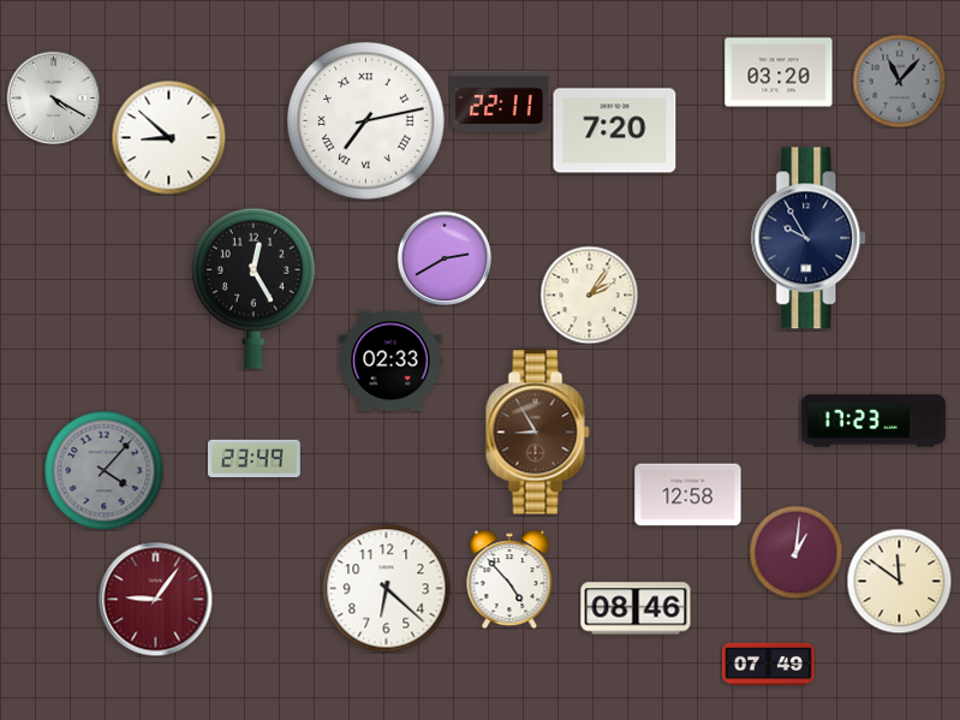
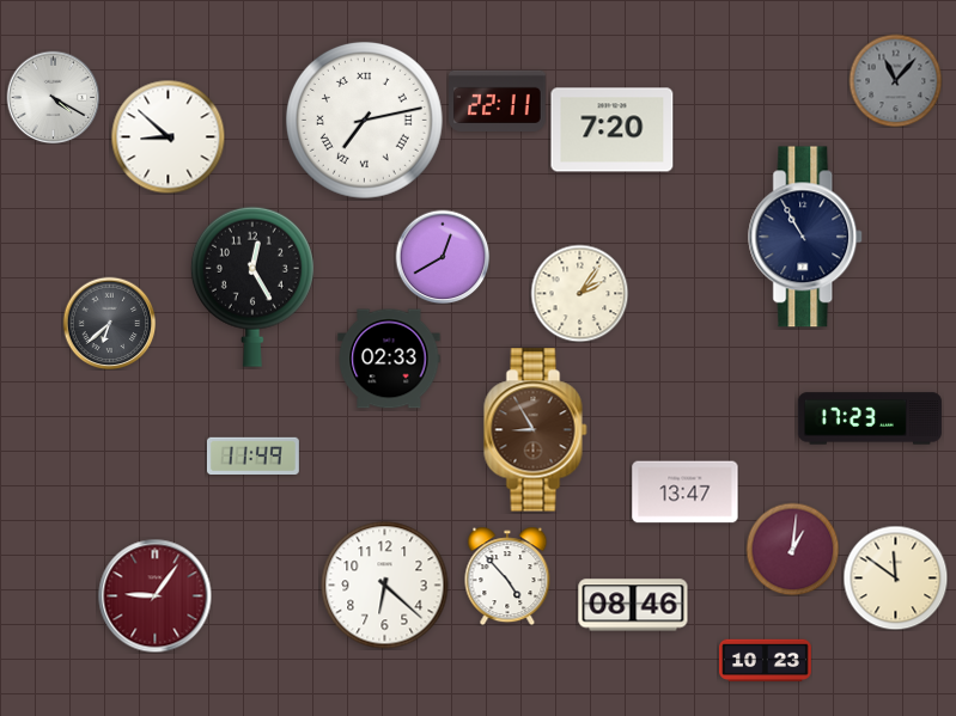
clock at (779, 72): 03:20 -> none
clock at (810, 238): 9:55 -> 10:55
clock at (445, 258): 2:40 -> 12:40
clock at (589, 294) position: (589, 294) -> (579, 293)
clock at (109, 323): none -> 6:38
clock at (254, 458): 23:49 -> 11:49
clock at (105, 471): 4:07 -> none
clock at (688, 495): 12:58 -> 13:47
clock at (769, 665): 07:49 -> 10:23
